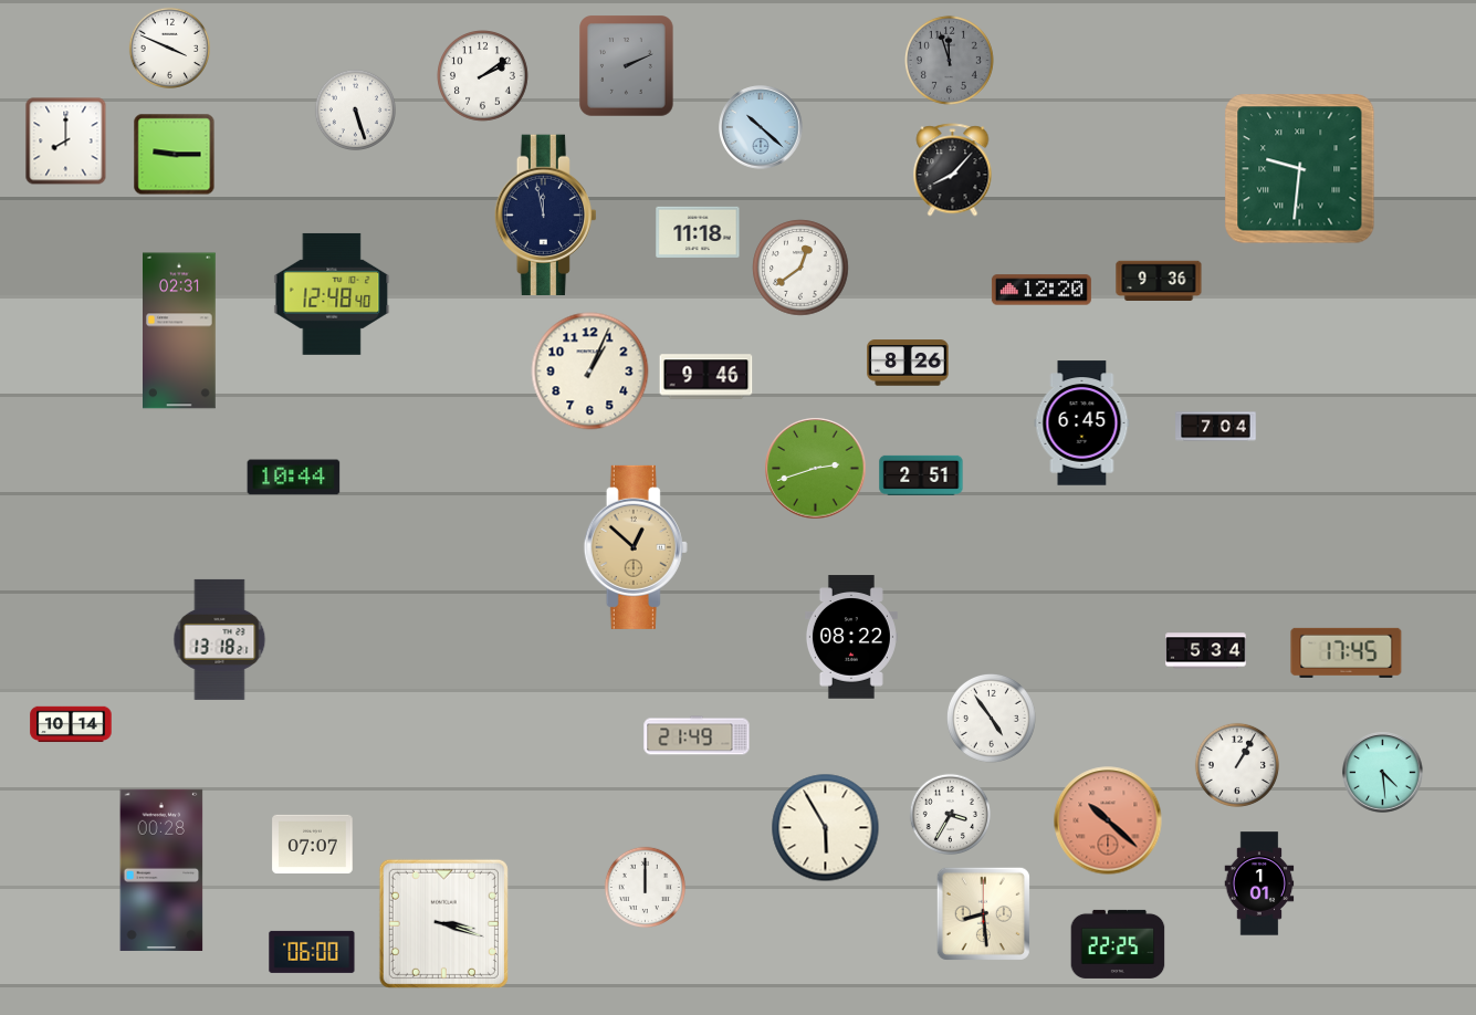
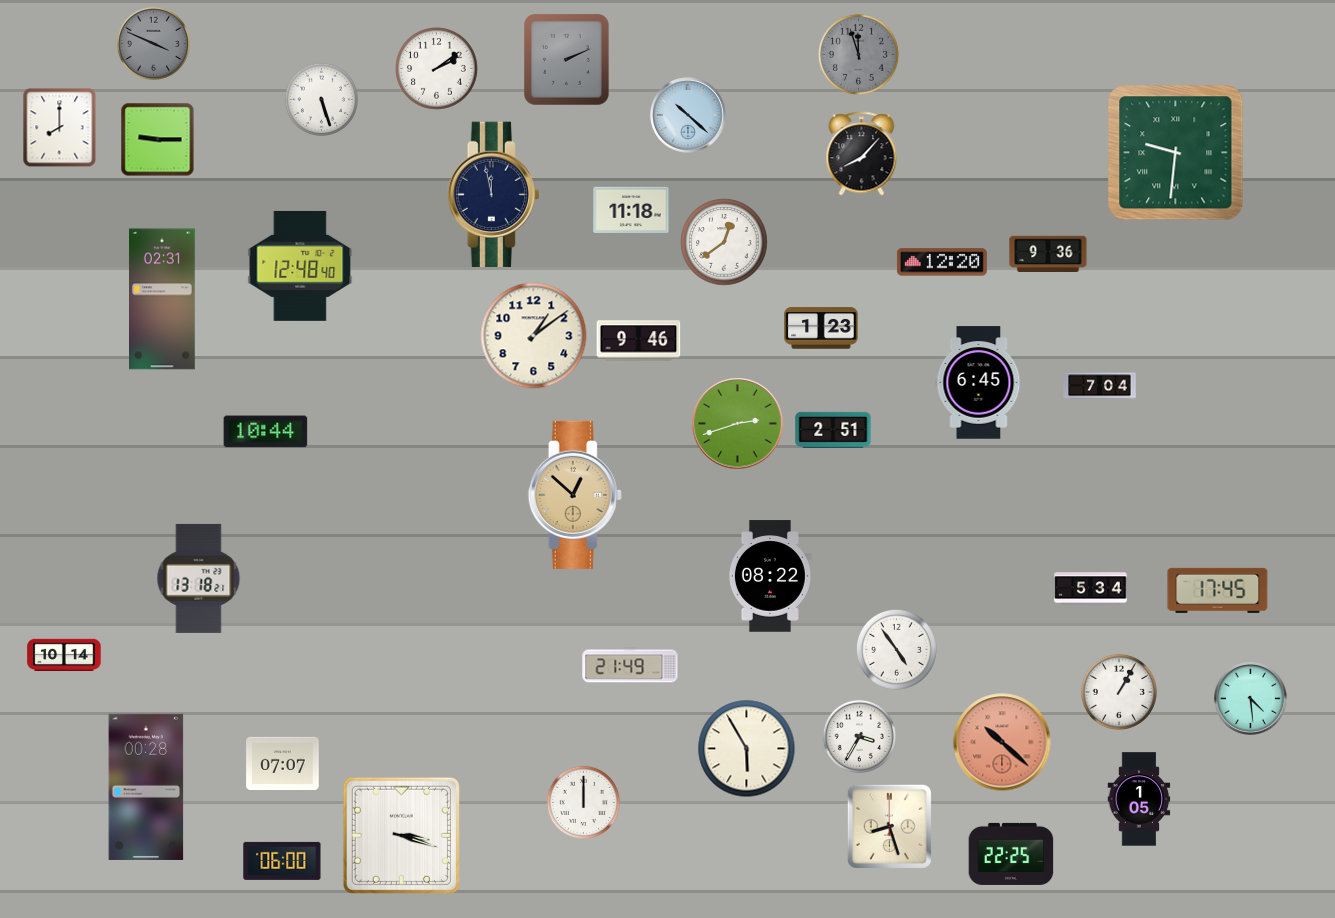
clock at (169, 48) dial: white -> grey
clock at (908, 363): 8:26 -> 1:23
clock at (590, 372): 1:04 -> 1:09
clock at (1259, 883): 1:01 -> 1:05
clock at (983, 913): 8:29 -> 8:27
